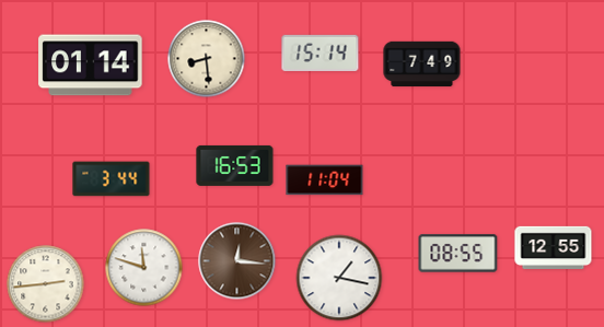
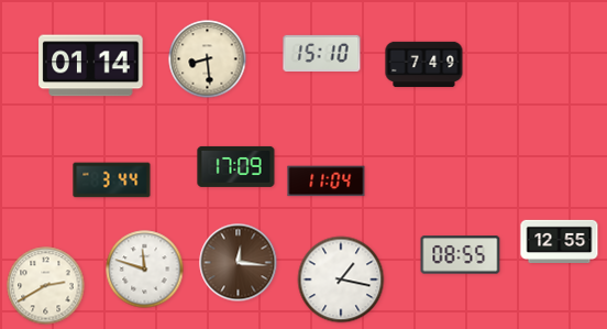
clock at (321, 52): 15:14 -> 15:10
clock at (235, 165): 16:53 -> 17:09
clock at (554, 247) position: (554, 247) -> (560, 241)
clock at (46, 284): 2:44 -> 2:40
